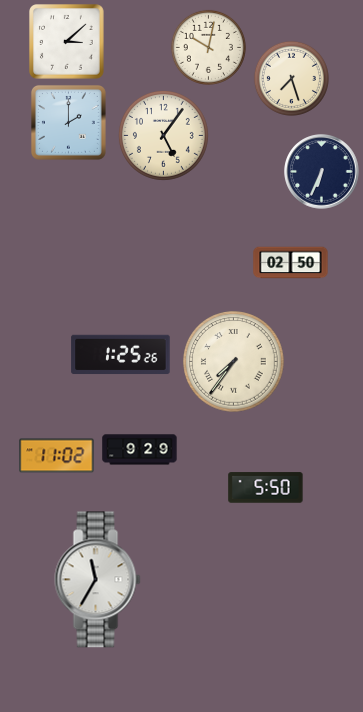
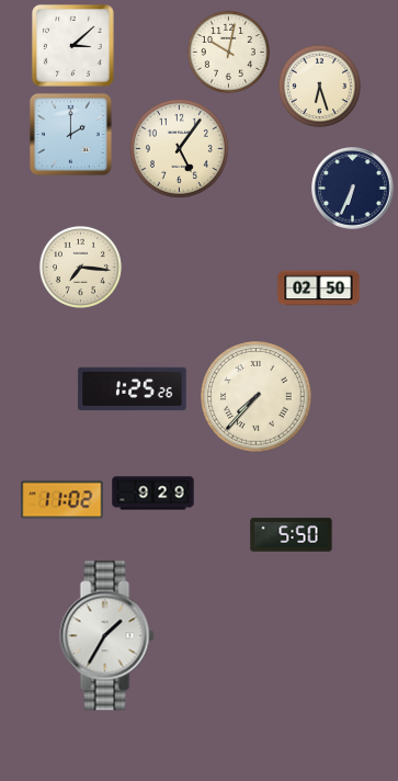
clock at (291, 78): 7:27 -> 6:27
clock at (68, 122) position: (68, 122) -> (70, 134)
clock at (80, 267): none -> 7:16
clock at (234, 362): 7:36 -> 7:37
clock at (98, 580): 11:35 -> 1:35
